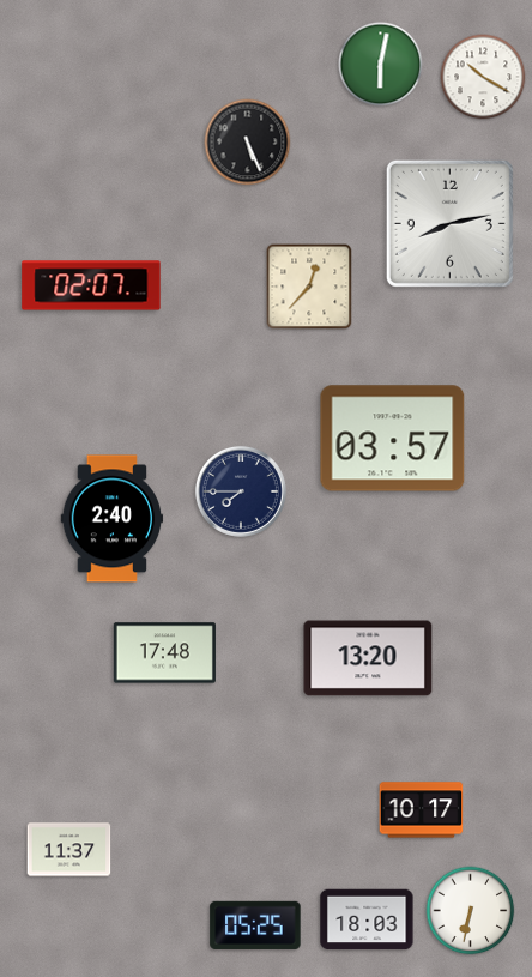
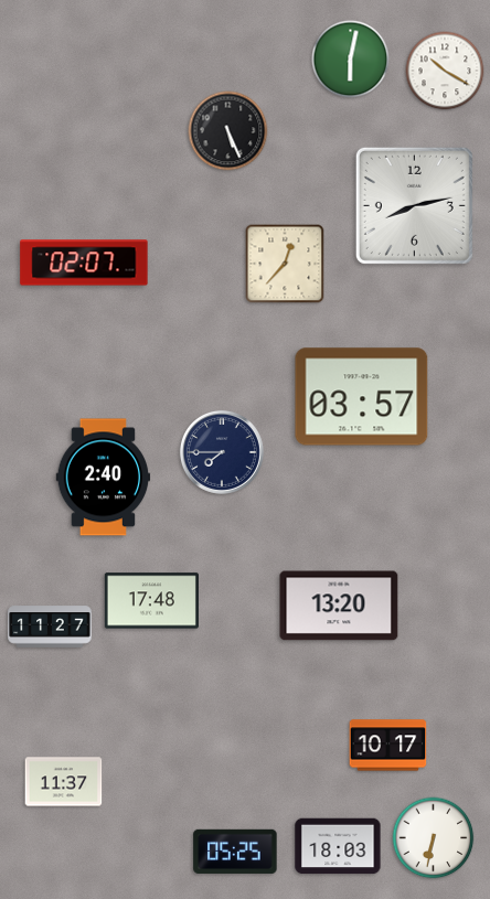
clock at (393, 439) position: (393, 439) -> (362, 397)
clock at (50, 627): none -> 11:27
